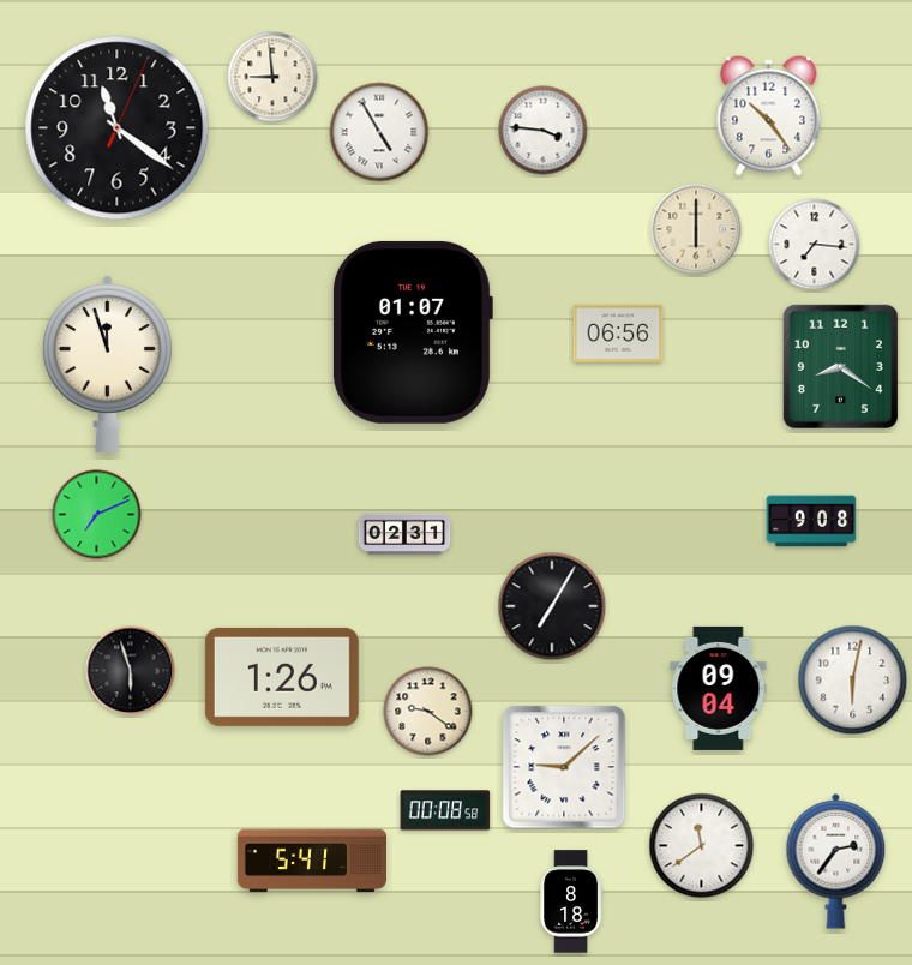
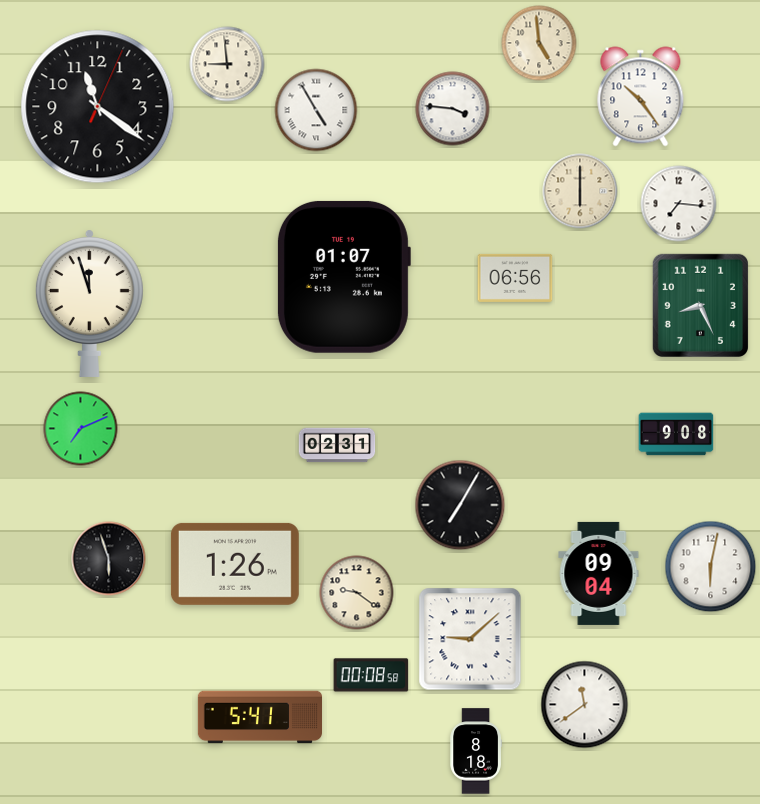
clock at (539, 43): none -> 4:59
clock at (840, 366): 8:21 -> 8:26
clock at (836, 861): 2:36 -> none
